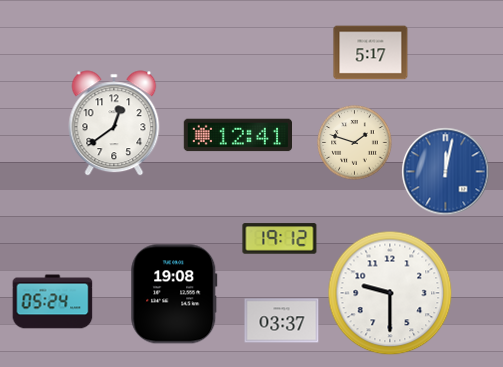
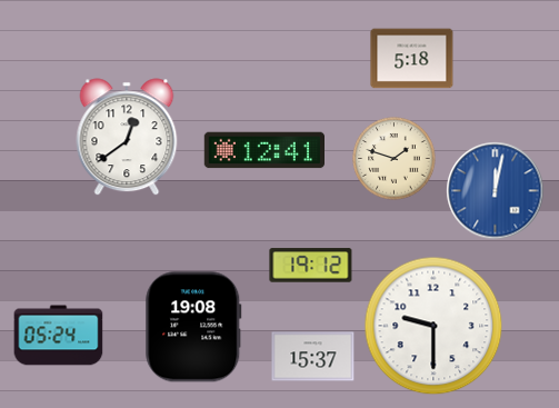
clock at (371, 53): 5:17 -> 5:18
clock at (282, 321): 03:37 -> 15:37
